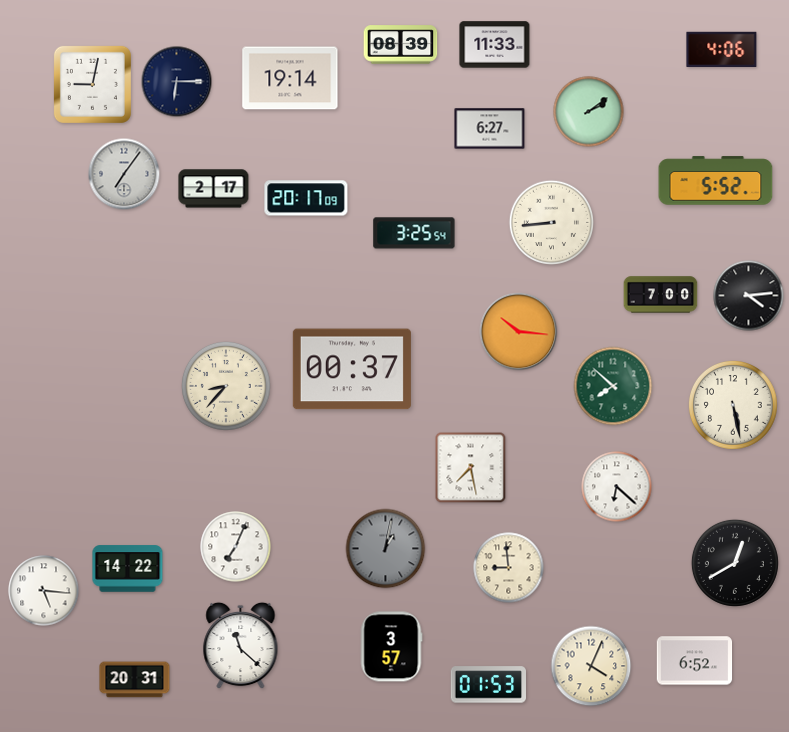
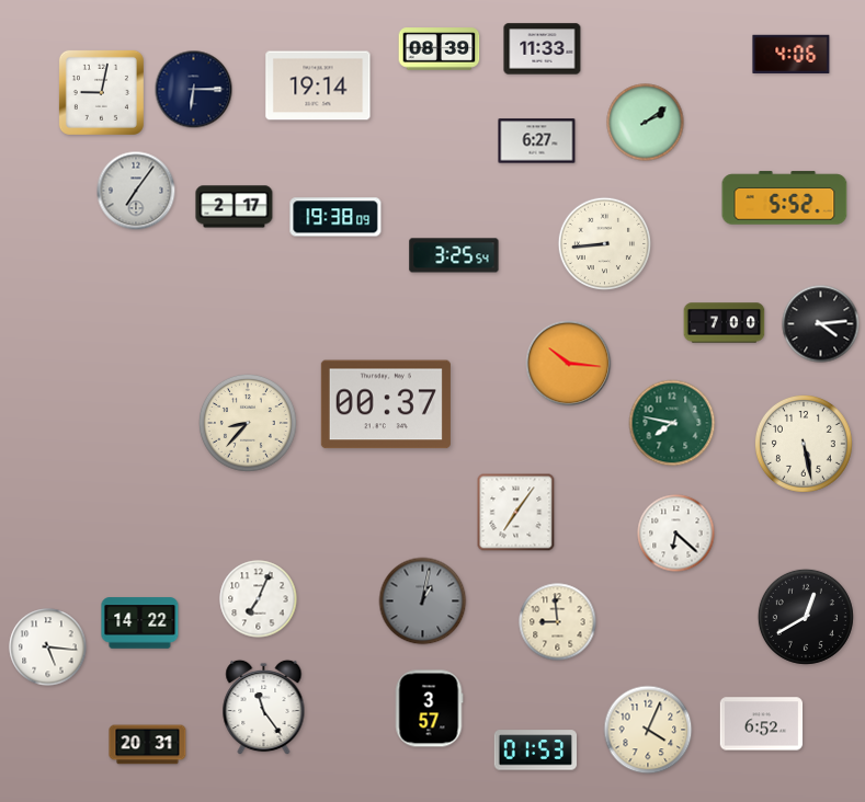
clock at (306, 198): 20:17 -> 19:38
clock at (613, 386): 7:52 -> 7:47
clock at (471, 468): 7:28 -> 7:06
clock at (241, 646): 11:22 -> 11:24
